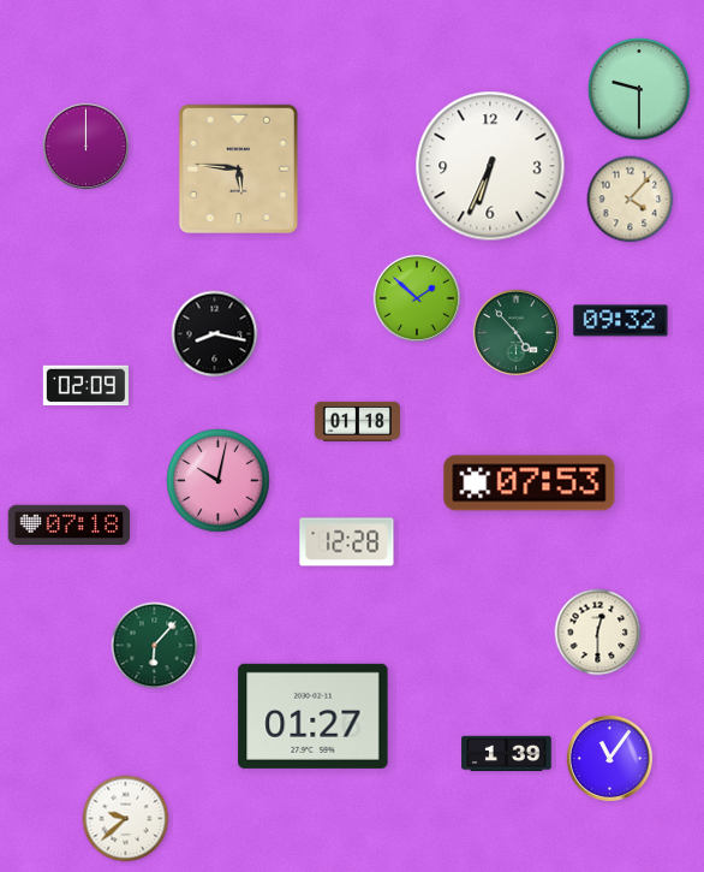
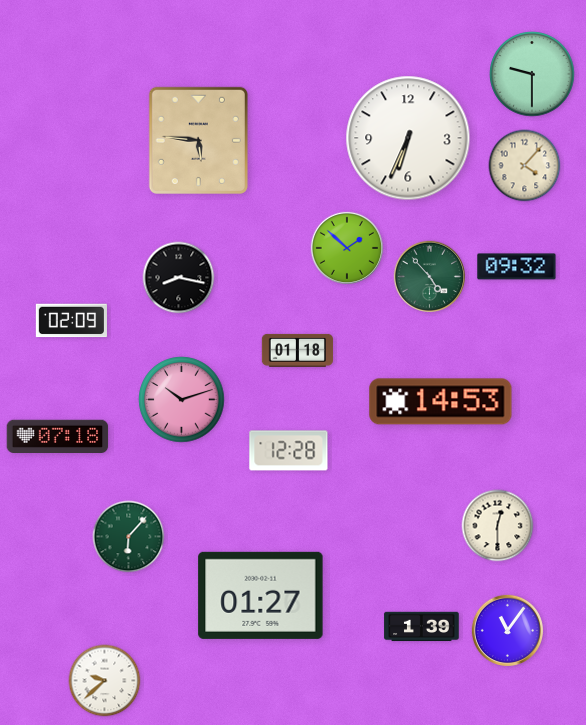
clock at (85, 146): 12:00 -> none
clock at (219, 481): 10:02 -> 10:12
clock at (530, 484): 07:53 -> 14:53
